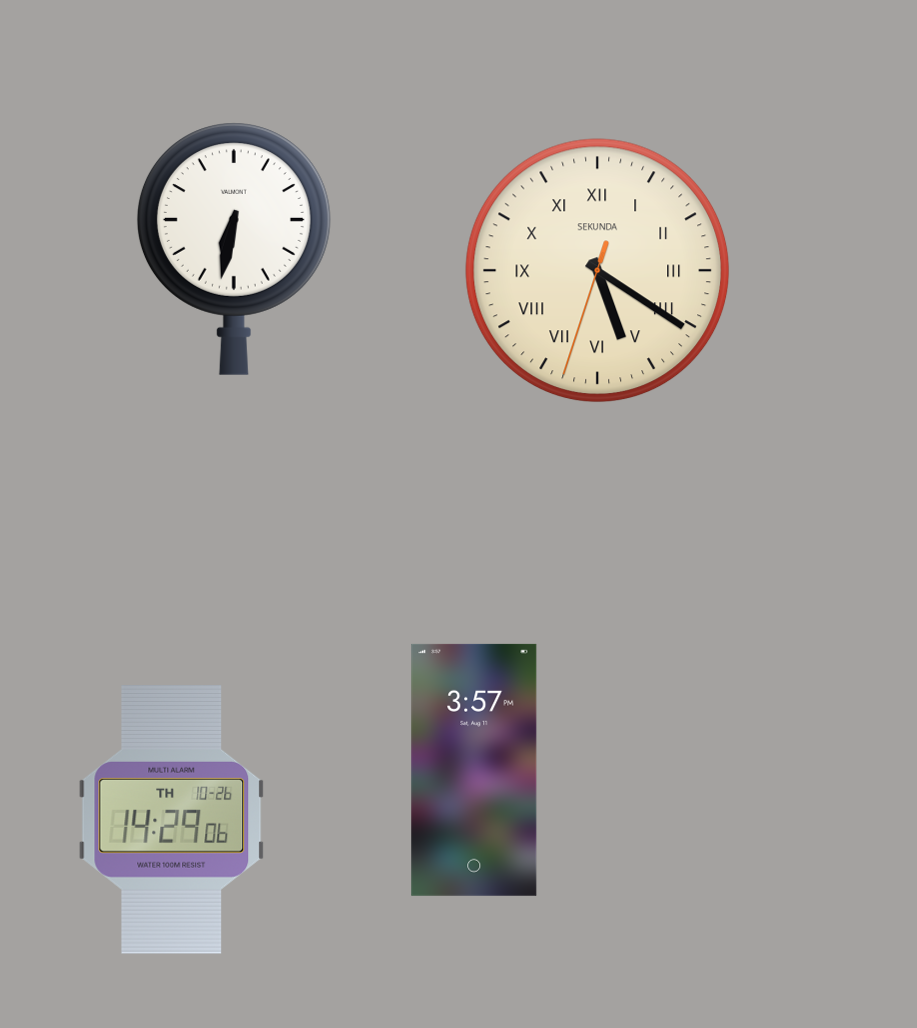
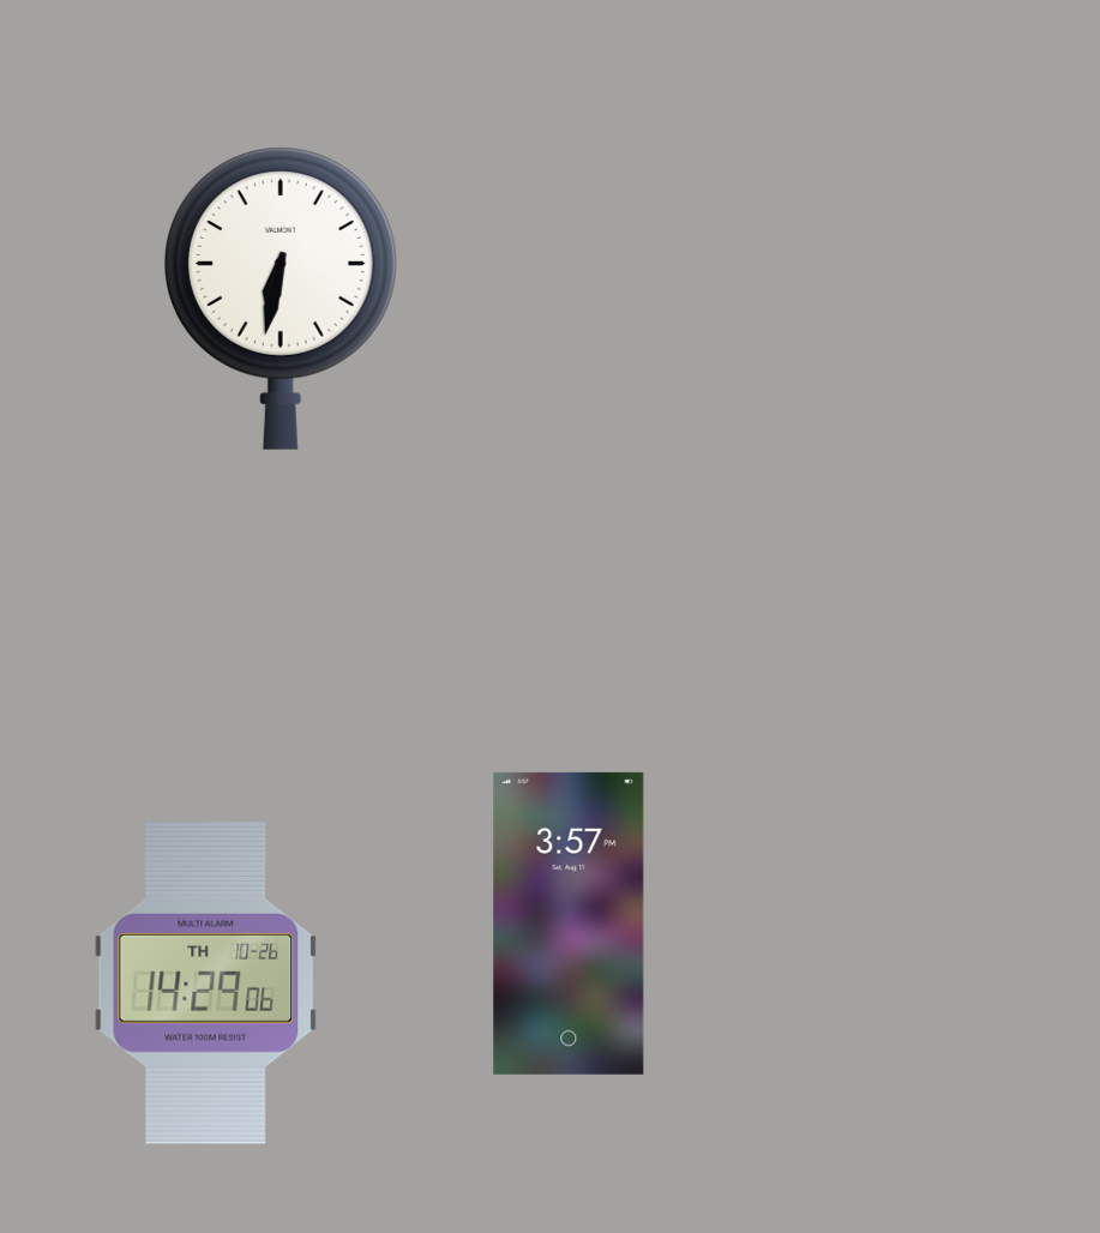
clock at (598, 271): 5:20 -> none
